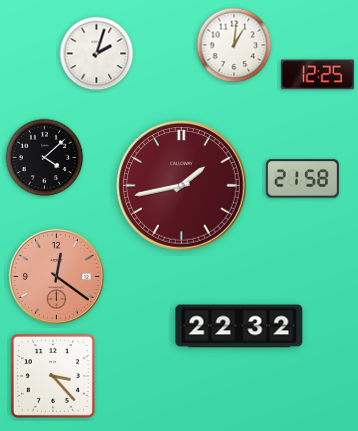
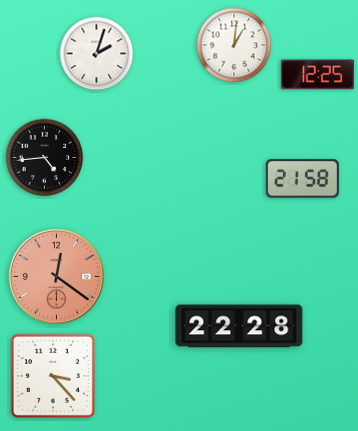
clock at (45, 158): 4:08 -> 4:44
clock at (182, 186): 1:43 -> none
clock at (239, 326): 22:32 -> 22:28
